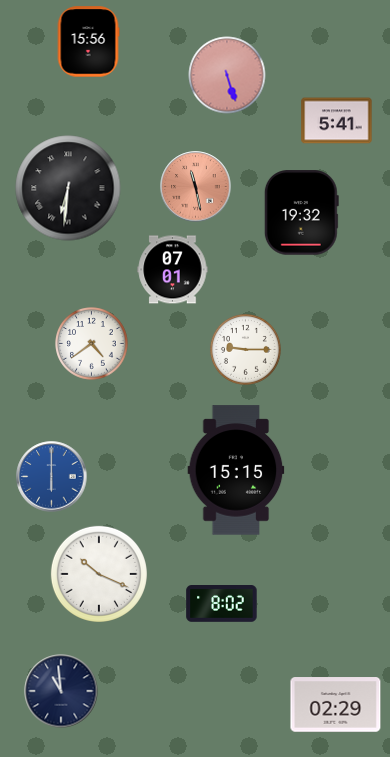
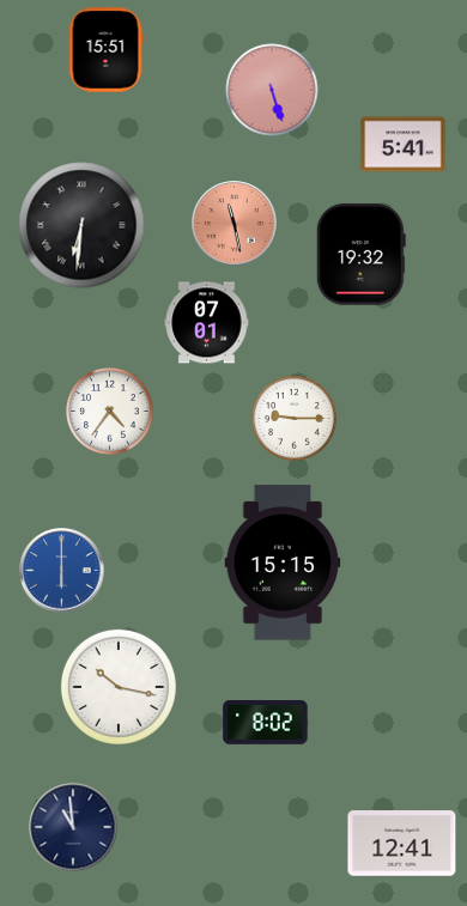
clock at (88, 42): 15:56 -> 15:51
clock at (92, 344): 4:39 -> 4:36
clock at (99, 574): 10:19 -> 10:17
clock at (336, 705): 02:29 -> 12:41
